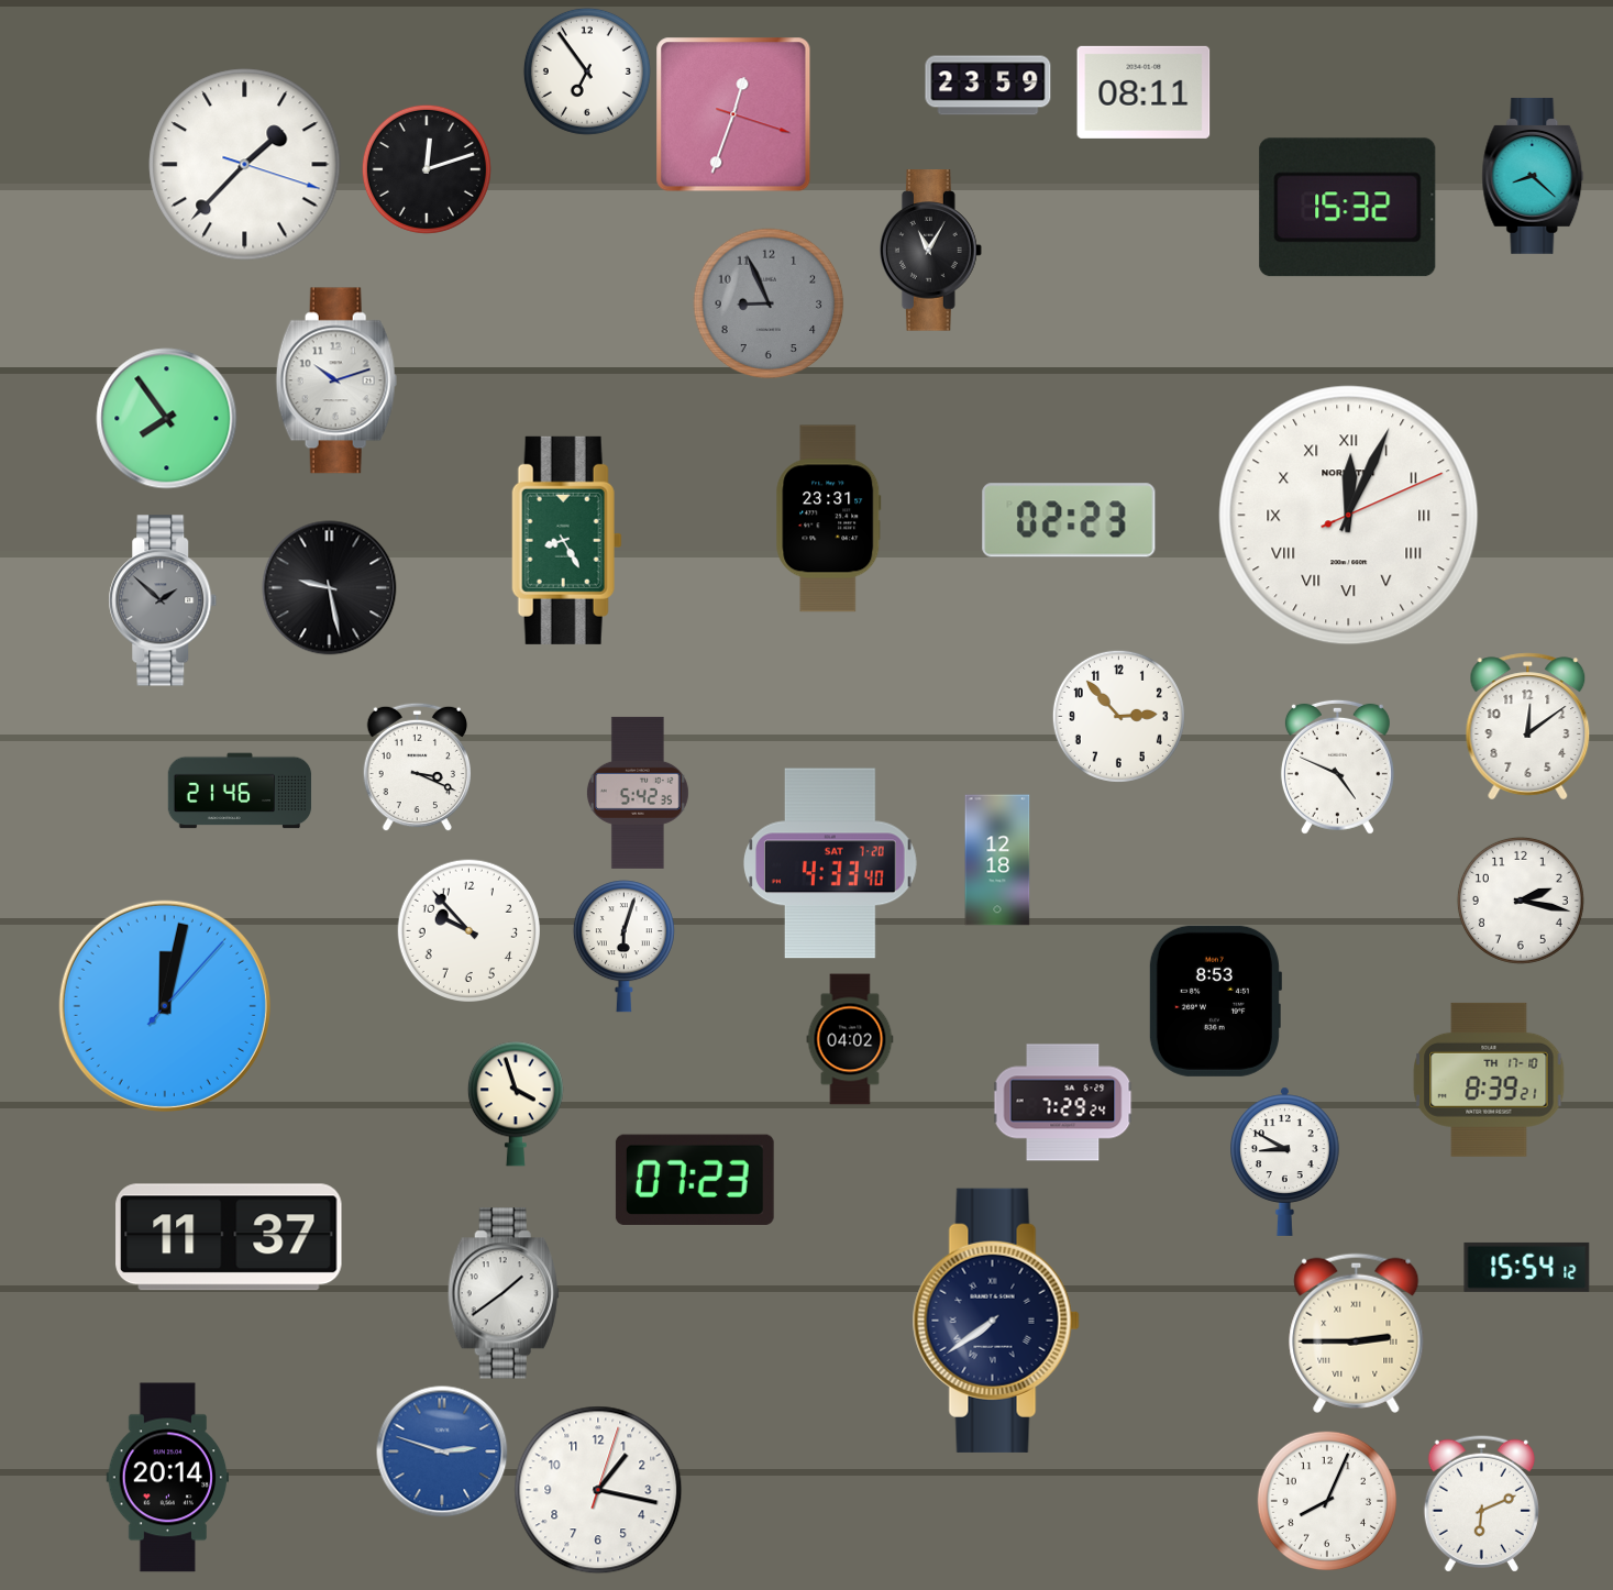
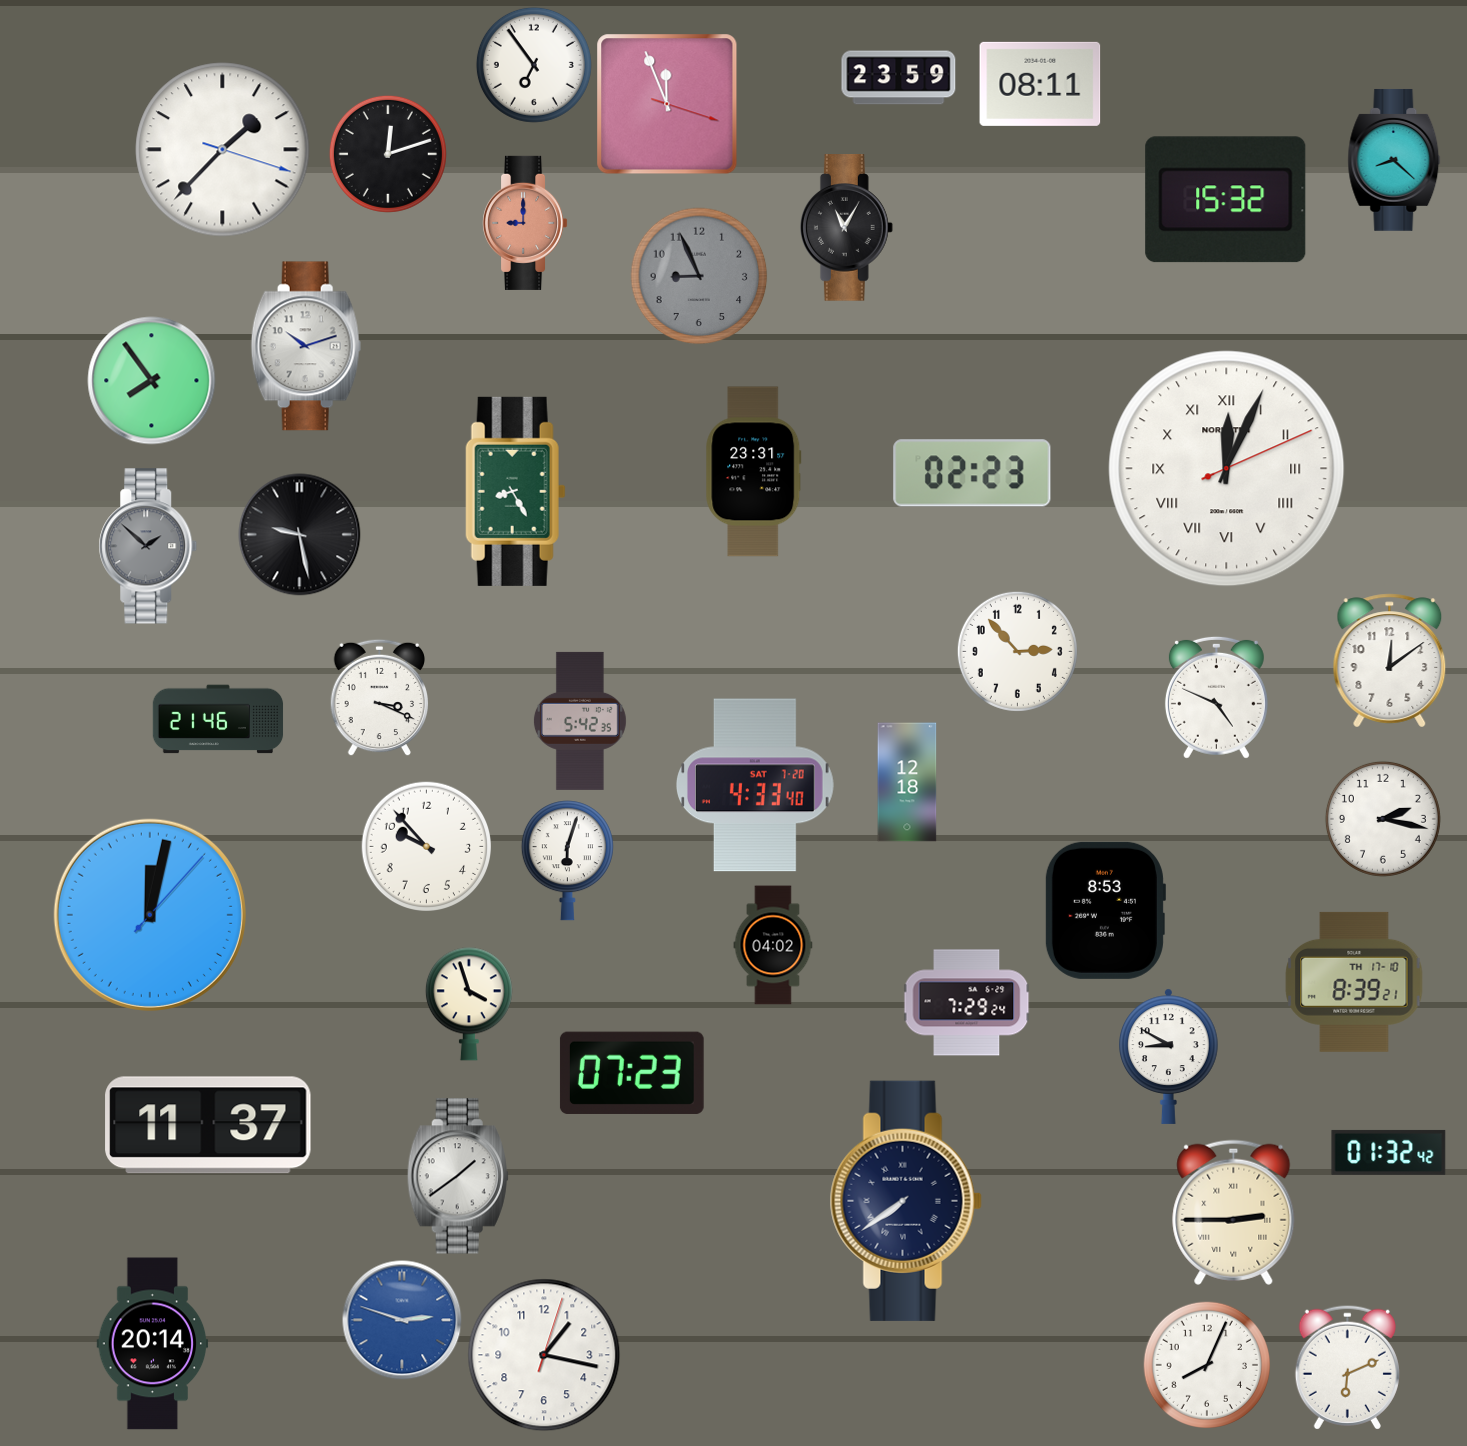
clock at (733, 114): 12:33 -> 11:56
clock at (1348, 208) position: (1348, 208) -> (1226, 200)
clock at (526, 223): none -> 9:00
clock at (1527, 1267): 15:54 -> 01:32
